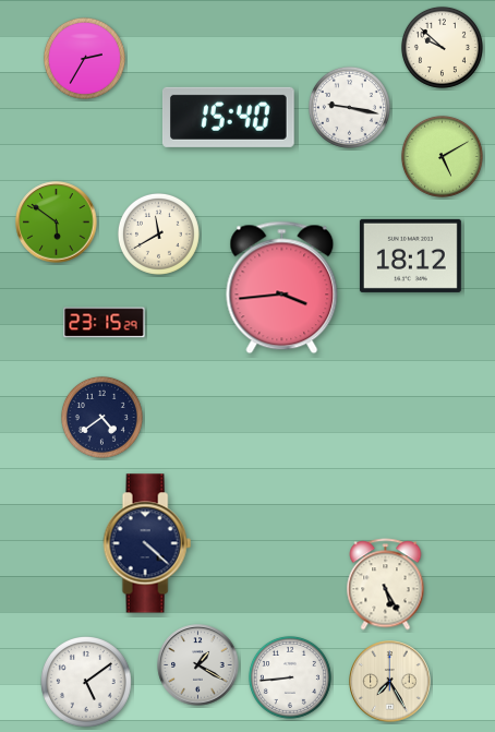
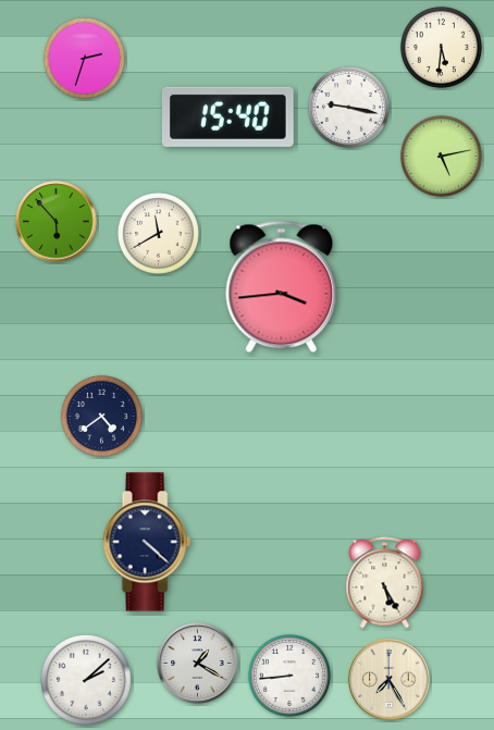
clock at (442, 47): 9:52 -> 5:31
clock at (84, 58): 2:35 -> 2:33
clock at (442, 156): 5:10 -> 5:13
clock at (57, 223): 5:51 -> 5:53
clock at (410, 255): 18:12 -> none
clock at (105, 323): 23:15 -> none
clock at (87, 683): 5:09 -> 2:08
